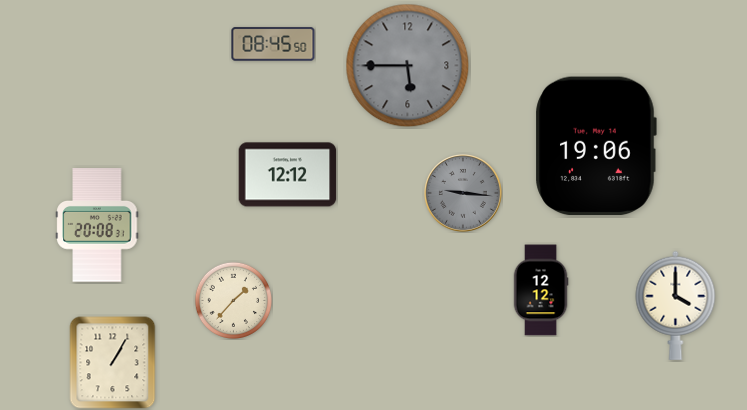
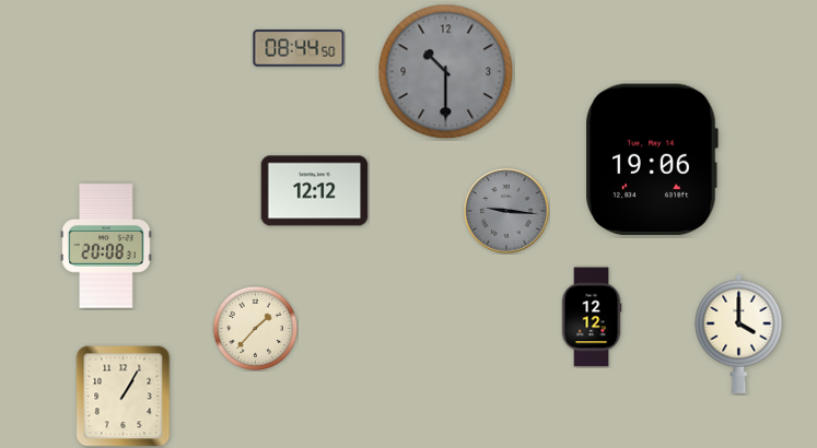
clock at (273, 44): 08:45 -> 08:44
clock at (408, 66): 5:45 -> 10:30
